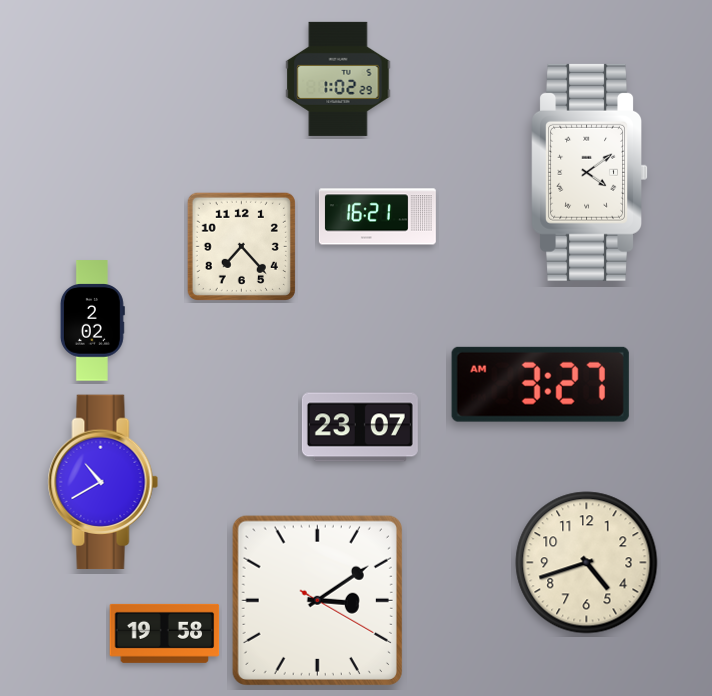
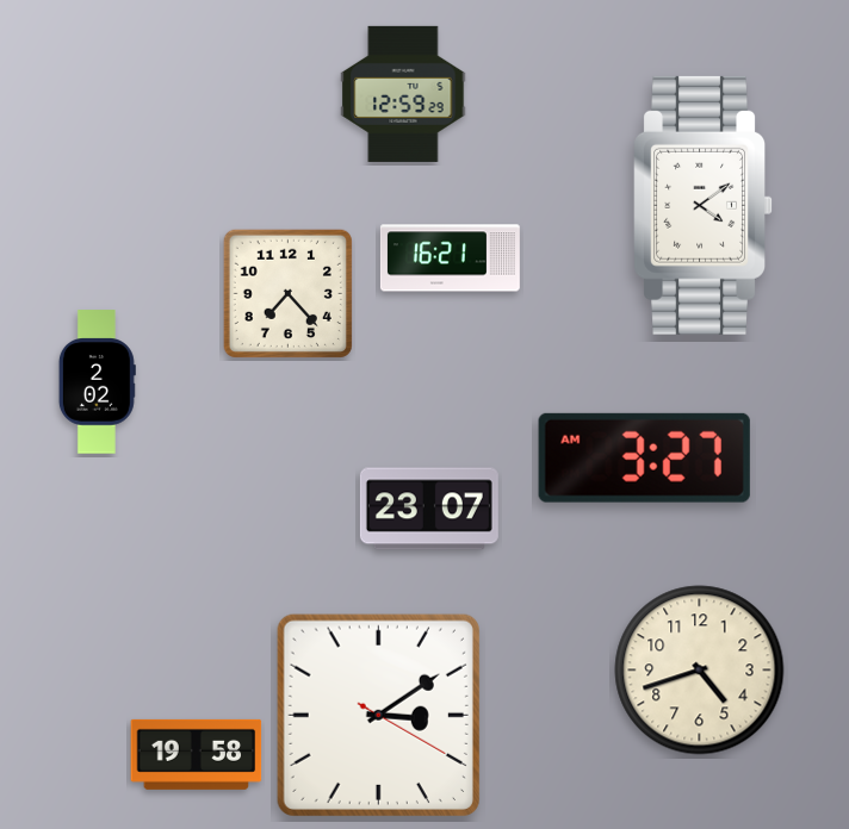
clock at (338, 79): 1:02 -> 12:59
clock at (92, 321) position: (92, 321) -> (97, 382)
clock at (103, 482): 10:40 -> none
